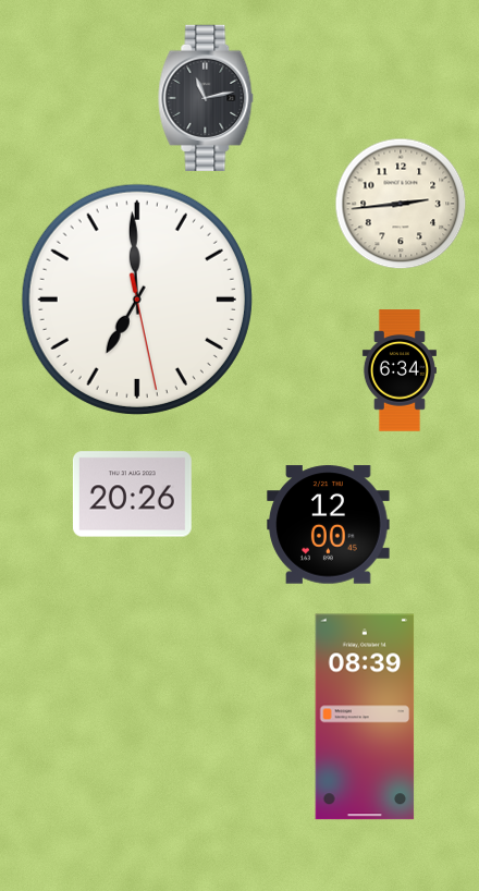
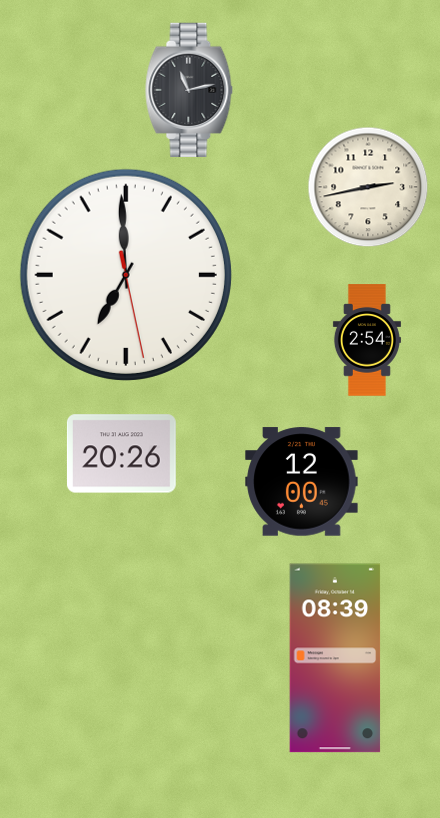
clock at (401, 204): 2:44 -> 2:43
clock at (400, 370): 6:34 -> 2:54
